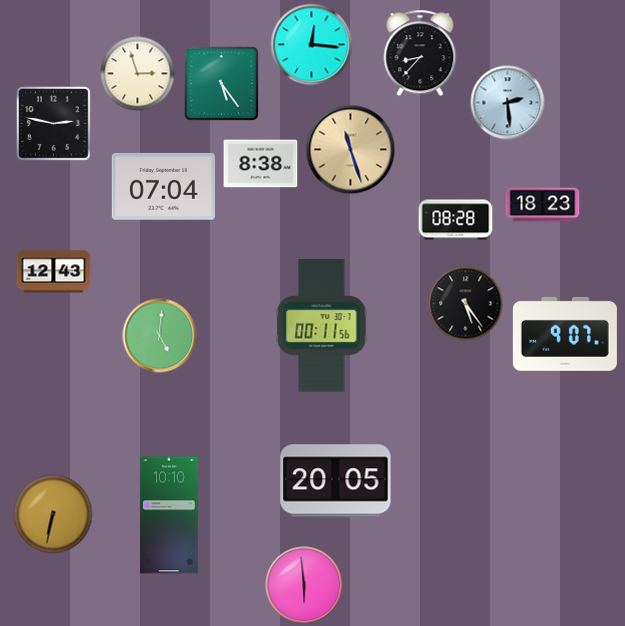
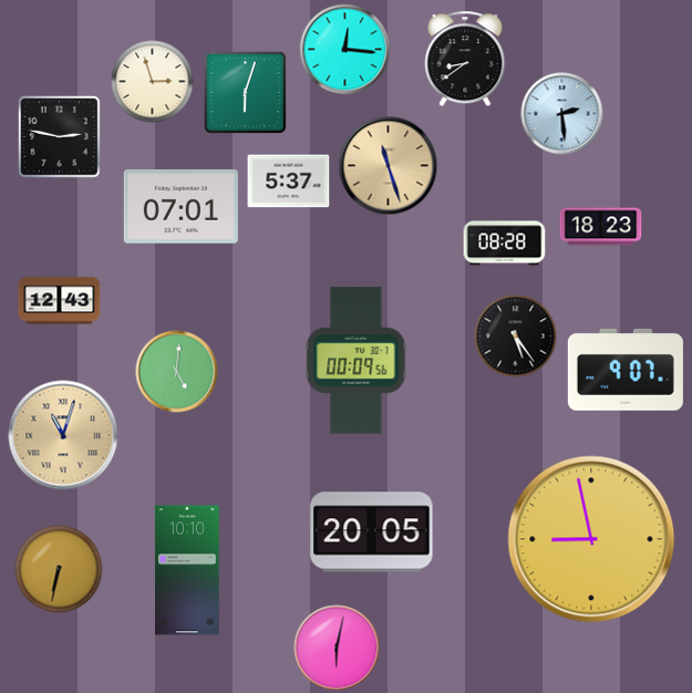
clock at (420, 53): 8:37 -> 8:39
clock at (221, 83): 5:24 -> 6:03
clock at (261, 164): 8:38 -> 5:37
clock at (163, 186): 07:04 -> 07:01
clock at (322, 326): 00:11 -> 00:09
clock at (63, 435): none -> 11:03
clock at (591, 539): none -> 8:58
clock at (304, 585): 5:59 -> 6:02
